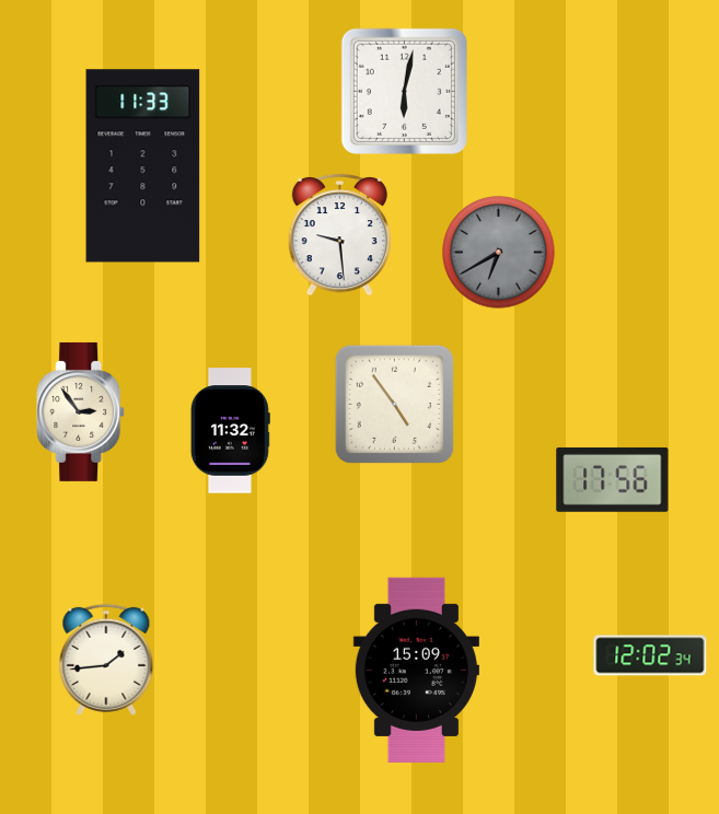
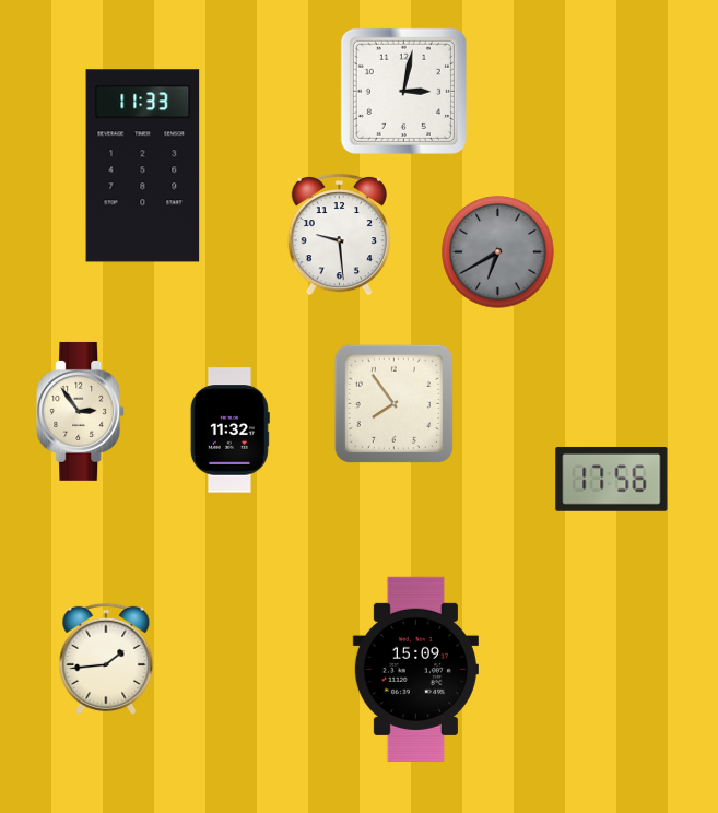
clock at (404, 91): 6:02 -> 3:02
clock at (394, 404): 4:54 -> 7:54
clock at (650, 655): 12:02 -> none
